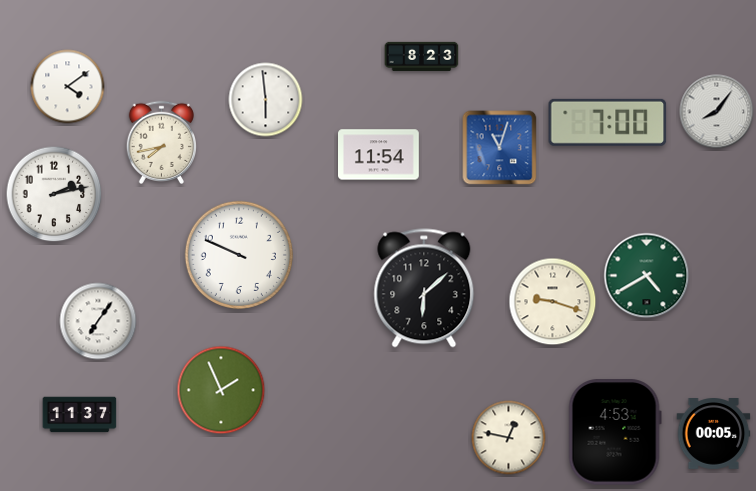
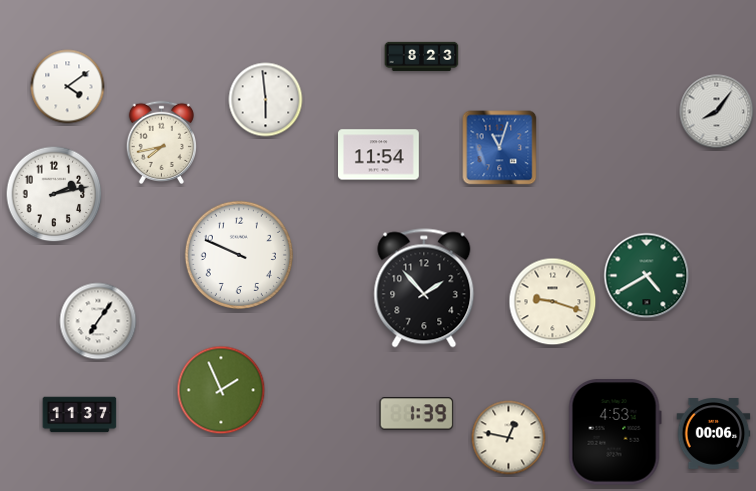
clock at (608, 122): 7:00 -> none
clock at (424, 288): 6:08 -> 1:53
clock at (417, 414): none -> 1:39
clock at (714, 434): 00:05 -> 00:06
